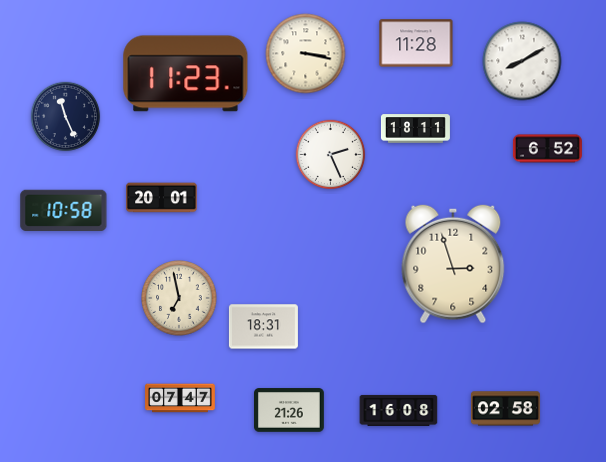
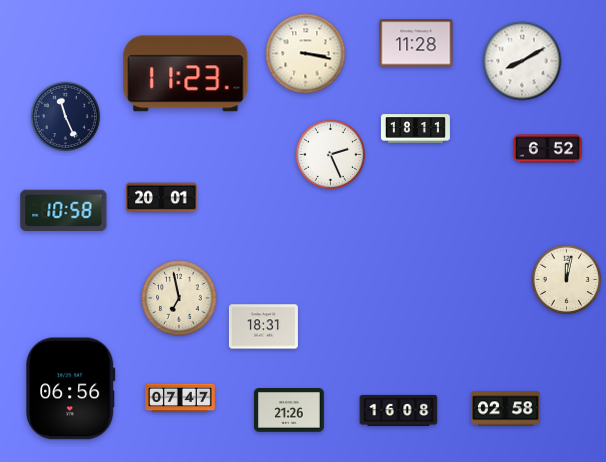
clock at (453, 264): 2:57 -> none
clock at (567, 280): none -> 12:02
clock at (71, 389): none -> 06:56
